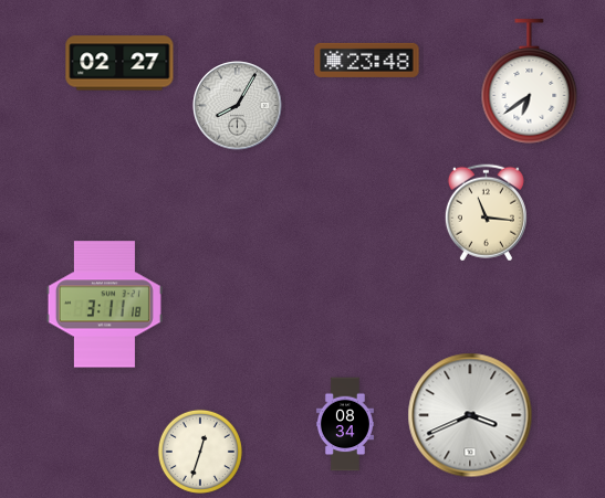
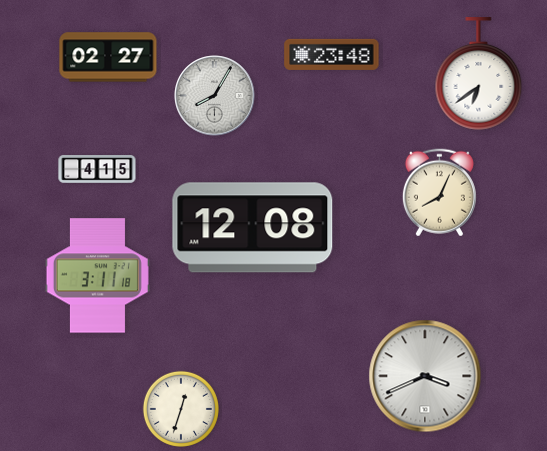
clock at (97, 169): none -> 4:15
clock at (486, 213): 11:16 -> 8:04
clock at (253, 228): none -> 12:08
clock at (104, 305) position: (104, 305) -> (97, 276)
clock at (345, 424): 08:34 -> none
